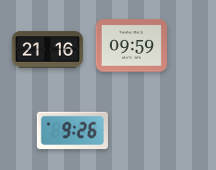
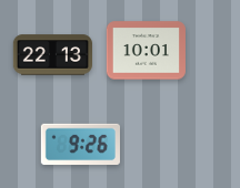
clock at (131, 46): 09:59 -> 10:01
clock at (47, 50): 21:16 -> 22:13
